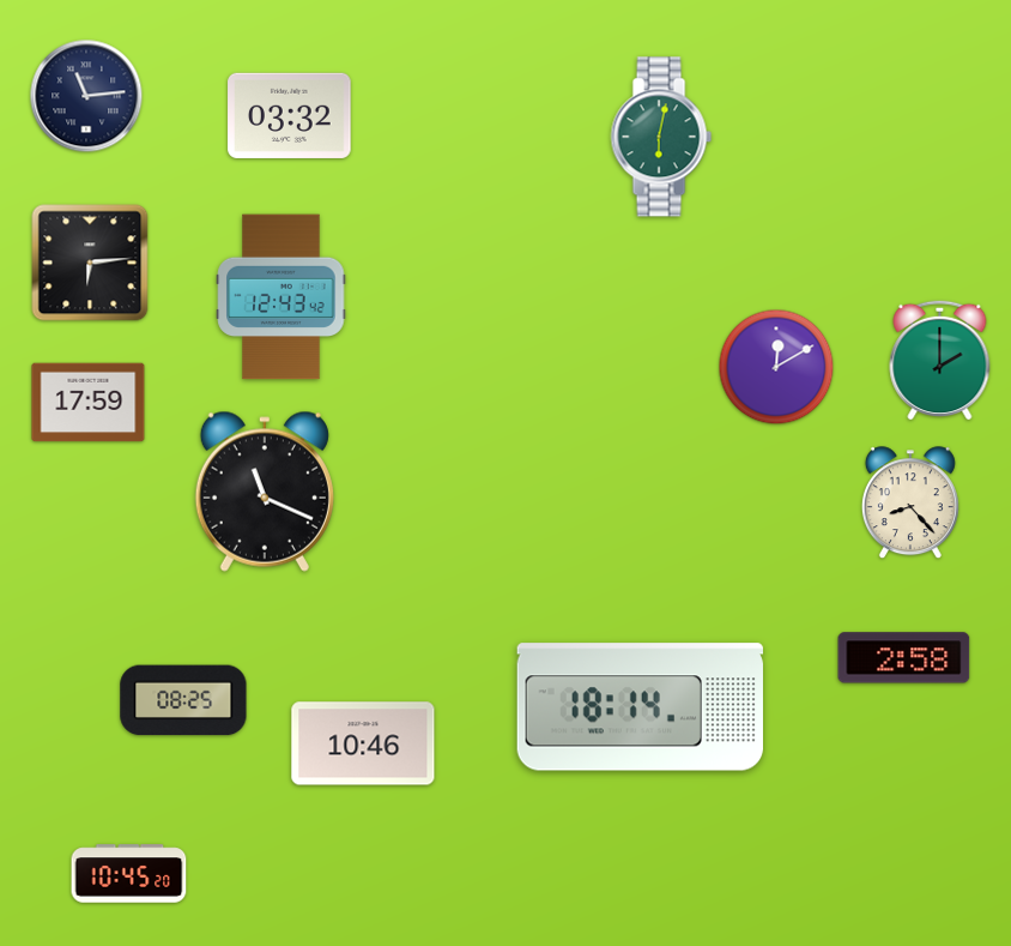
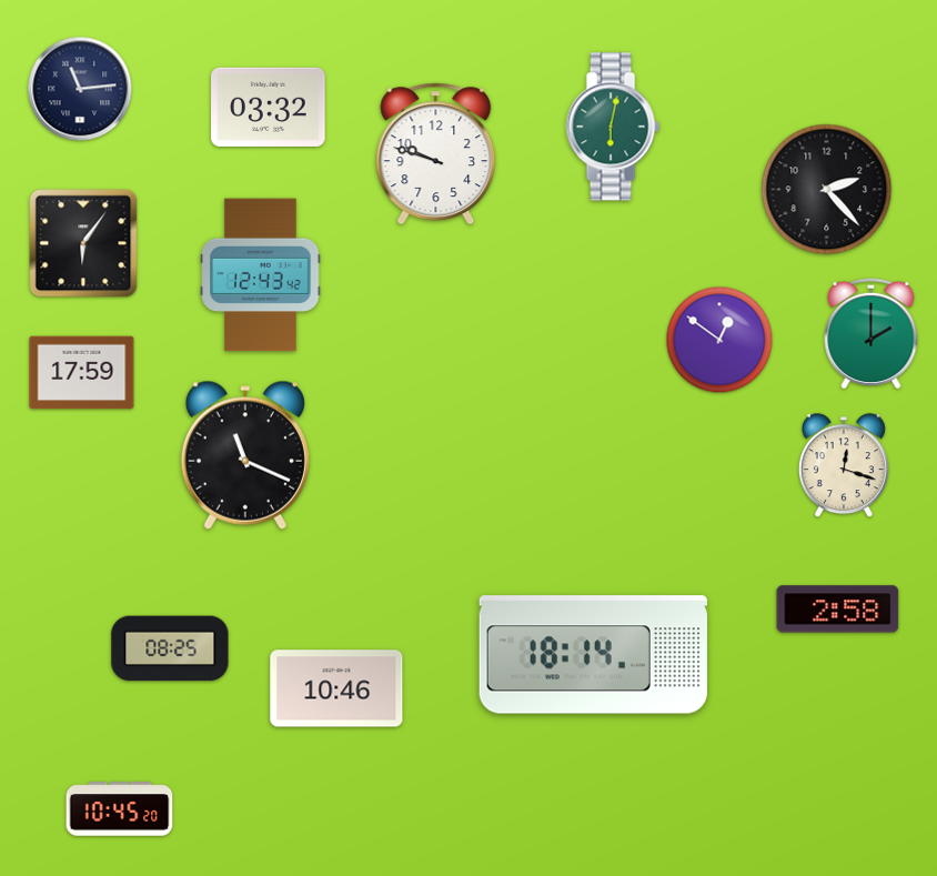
clock at (436, 154): none -> 9:48
clock at (827, 190): none -> 2:23
clock at (90, 263): 6:14 -> 6:06
clock at (776, 367): 12:10 -> 12:51
clock at (910, 504): 8:23 -> 12:18
